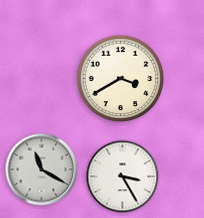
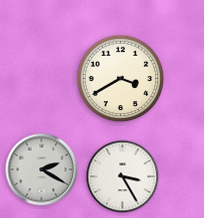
clock at (42, 170): 11:20 -> 2:20
